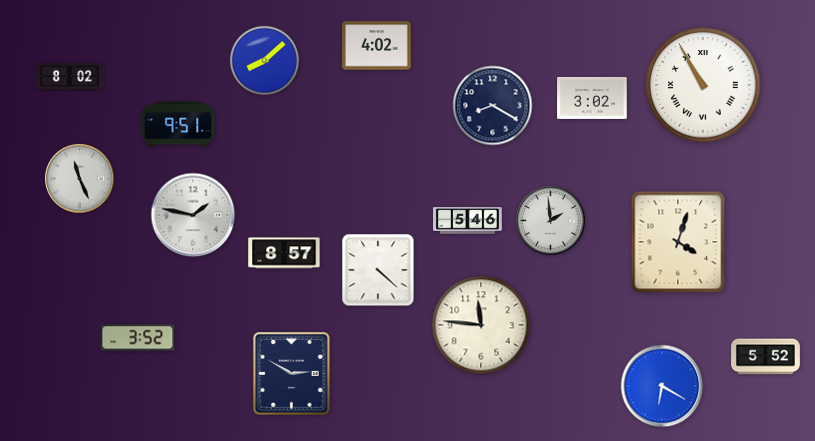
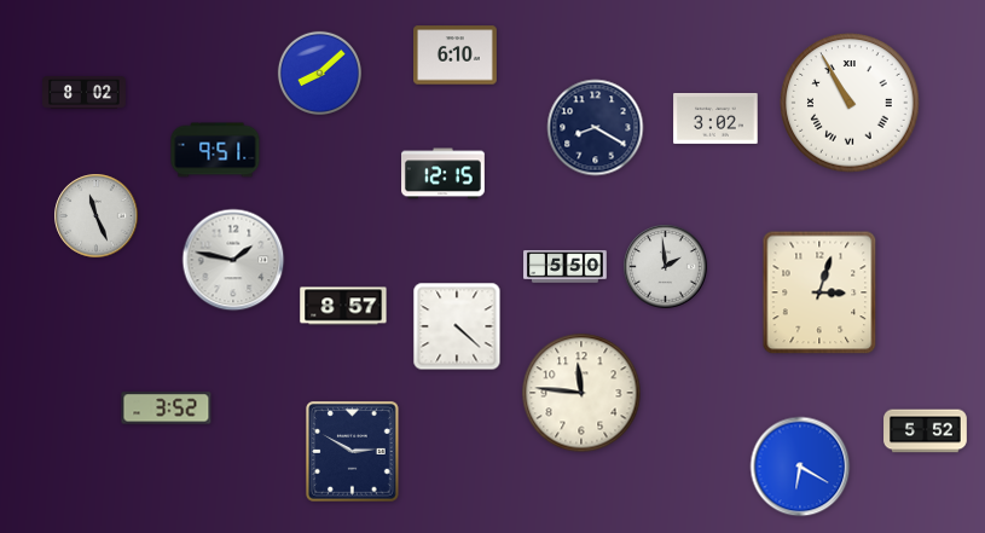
clock at (377, 46): 4:02 -> 6:10
clock at (444, 174): none -> 12:15
clock at (468, 221): 5:46 -> 5:50
clock at (678, 242): 4:03 -> 3:03
